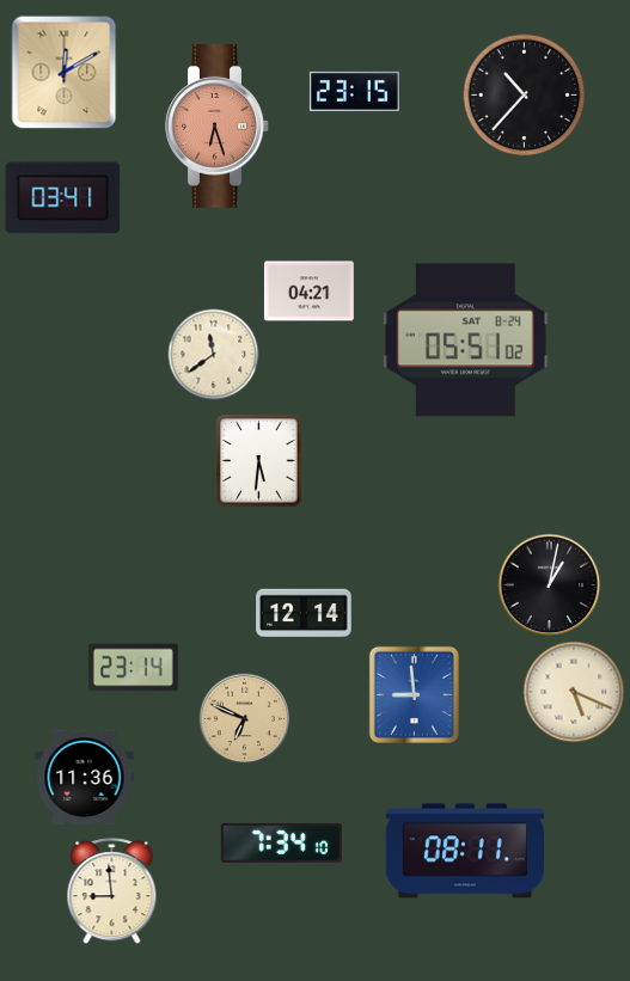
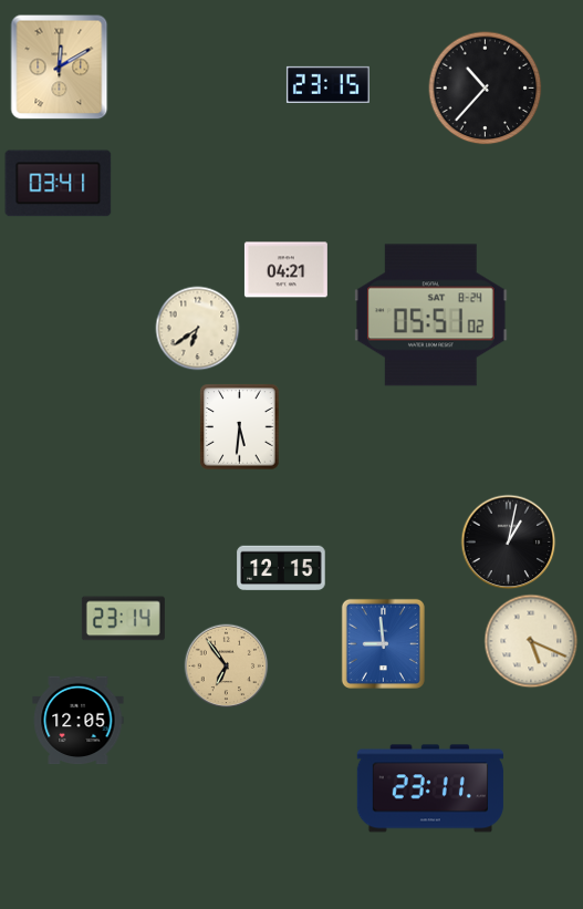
clock at (218, 125): 6:27 -> none
clock at (214, 355): 11:39 -> 6:39
clock at (304, 613): 12:14 -> 12:15
clock at (245, 719): 6:49 -> 6:54
clock at (85, 778): 11:36 -> 12:05
clock at (281, 842): 7:34 -> none
clock at (465, 851): 08:11 -> 23:11
clock at (112, 891): 8:59 -> none
